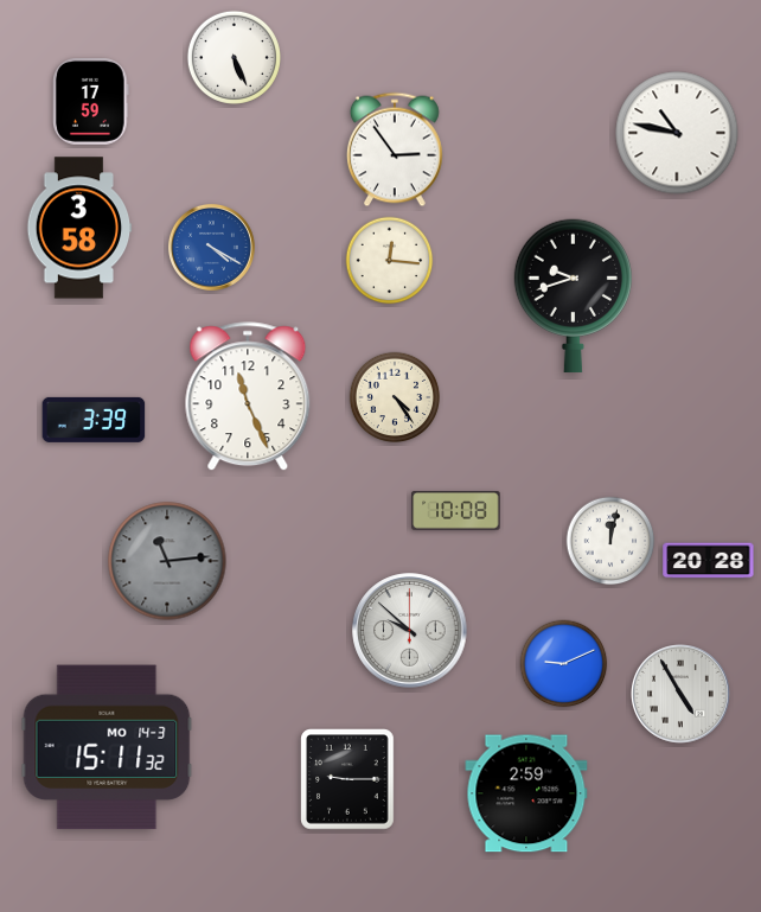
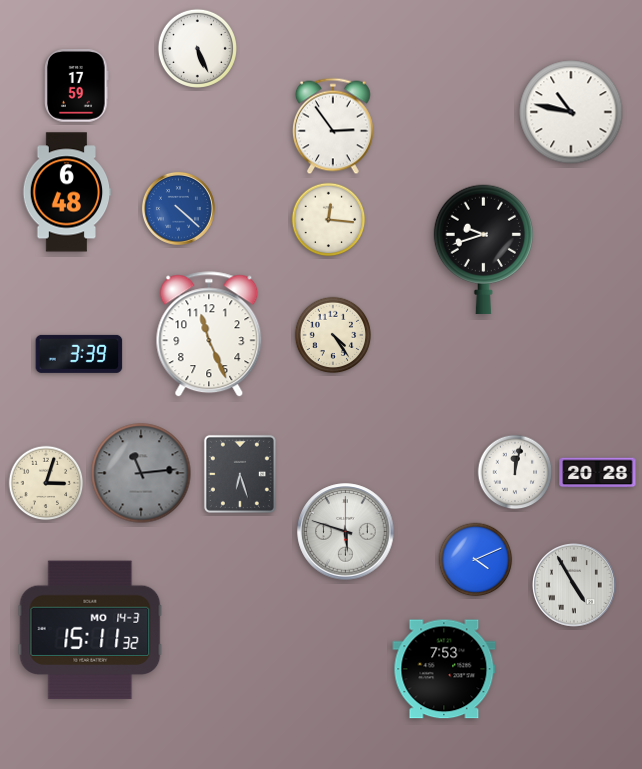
clock at (79, 228): 3:58 -> 6:48
clock at (211, 247): 4:20 -> 4:22
clock at (456, 511): 10:08 -> none
clock at (610, 541) position: (610, 541) -> (515, 472)
clock at (240, 474): none -> 6:27
clock at (46, 483): none -> 3:03
clock at (410, 631): 9:52 -> 5:48
clock at (564, 664): 9:11 -> 4:11
clock at (347, 779): 9:15 -> none
clock at (526, 793): 2:59 -> 7:53
